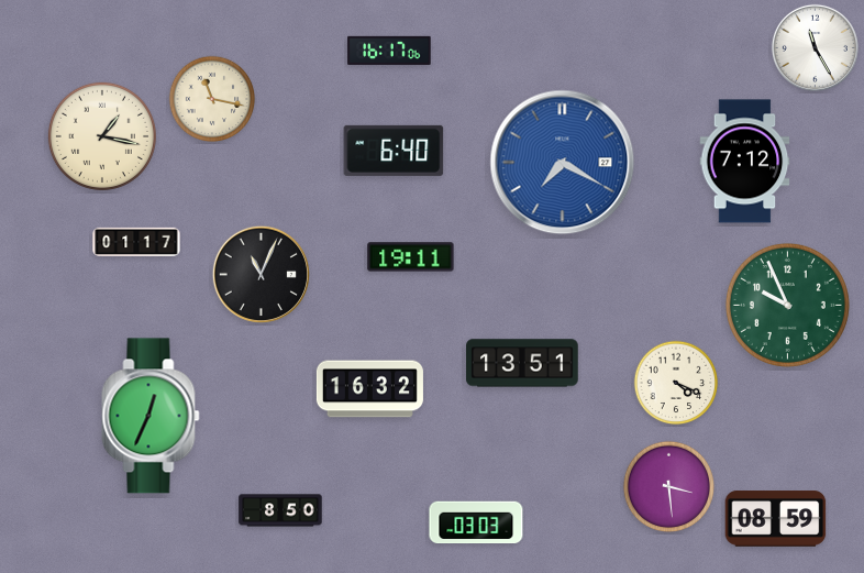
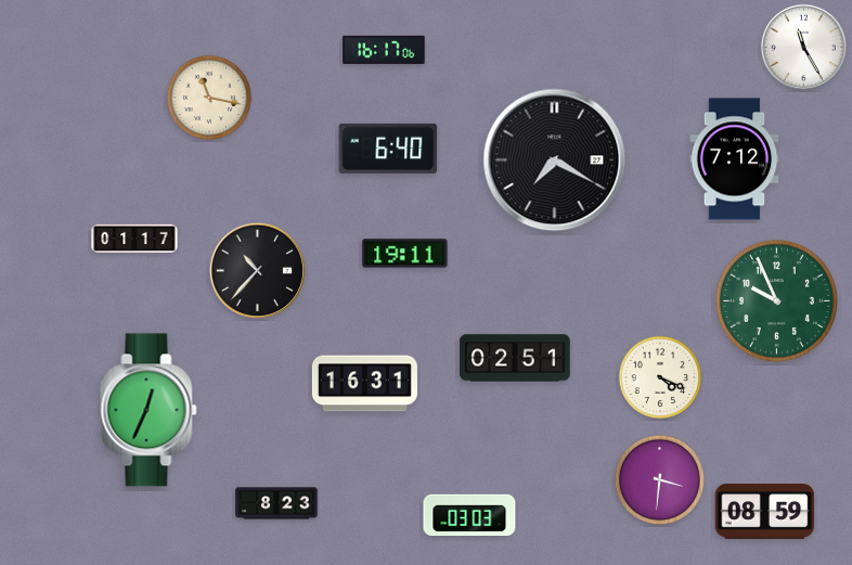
clock at (102, 136): 1:17 -> none
clock at (563, 163) dial: blue -> black
clock at (261, 274): 11:04 -> 10:37
clock at (522, 363): 13:51 -> 02:51
clock at (676, 383) position: (676, 383) -> (660, 377)
clock at (369, 389): 16:32 -> 16:31
clock at (669, 487): 3:29 -> 3:31
clock at (280, 510): 8:50 -> 8:23
